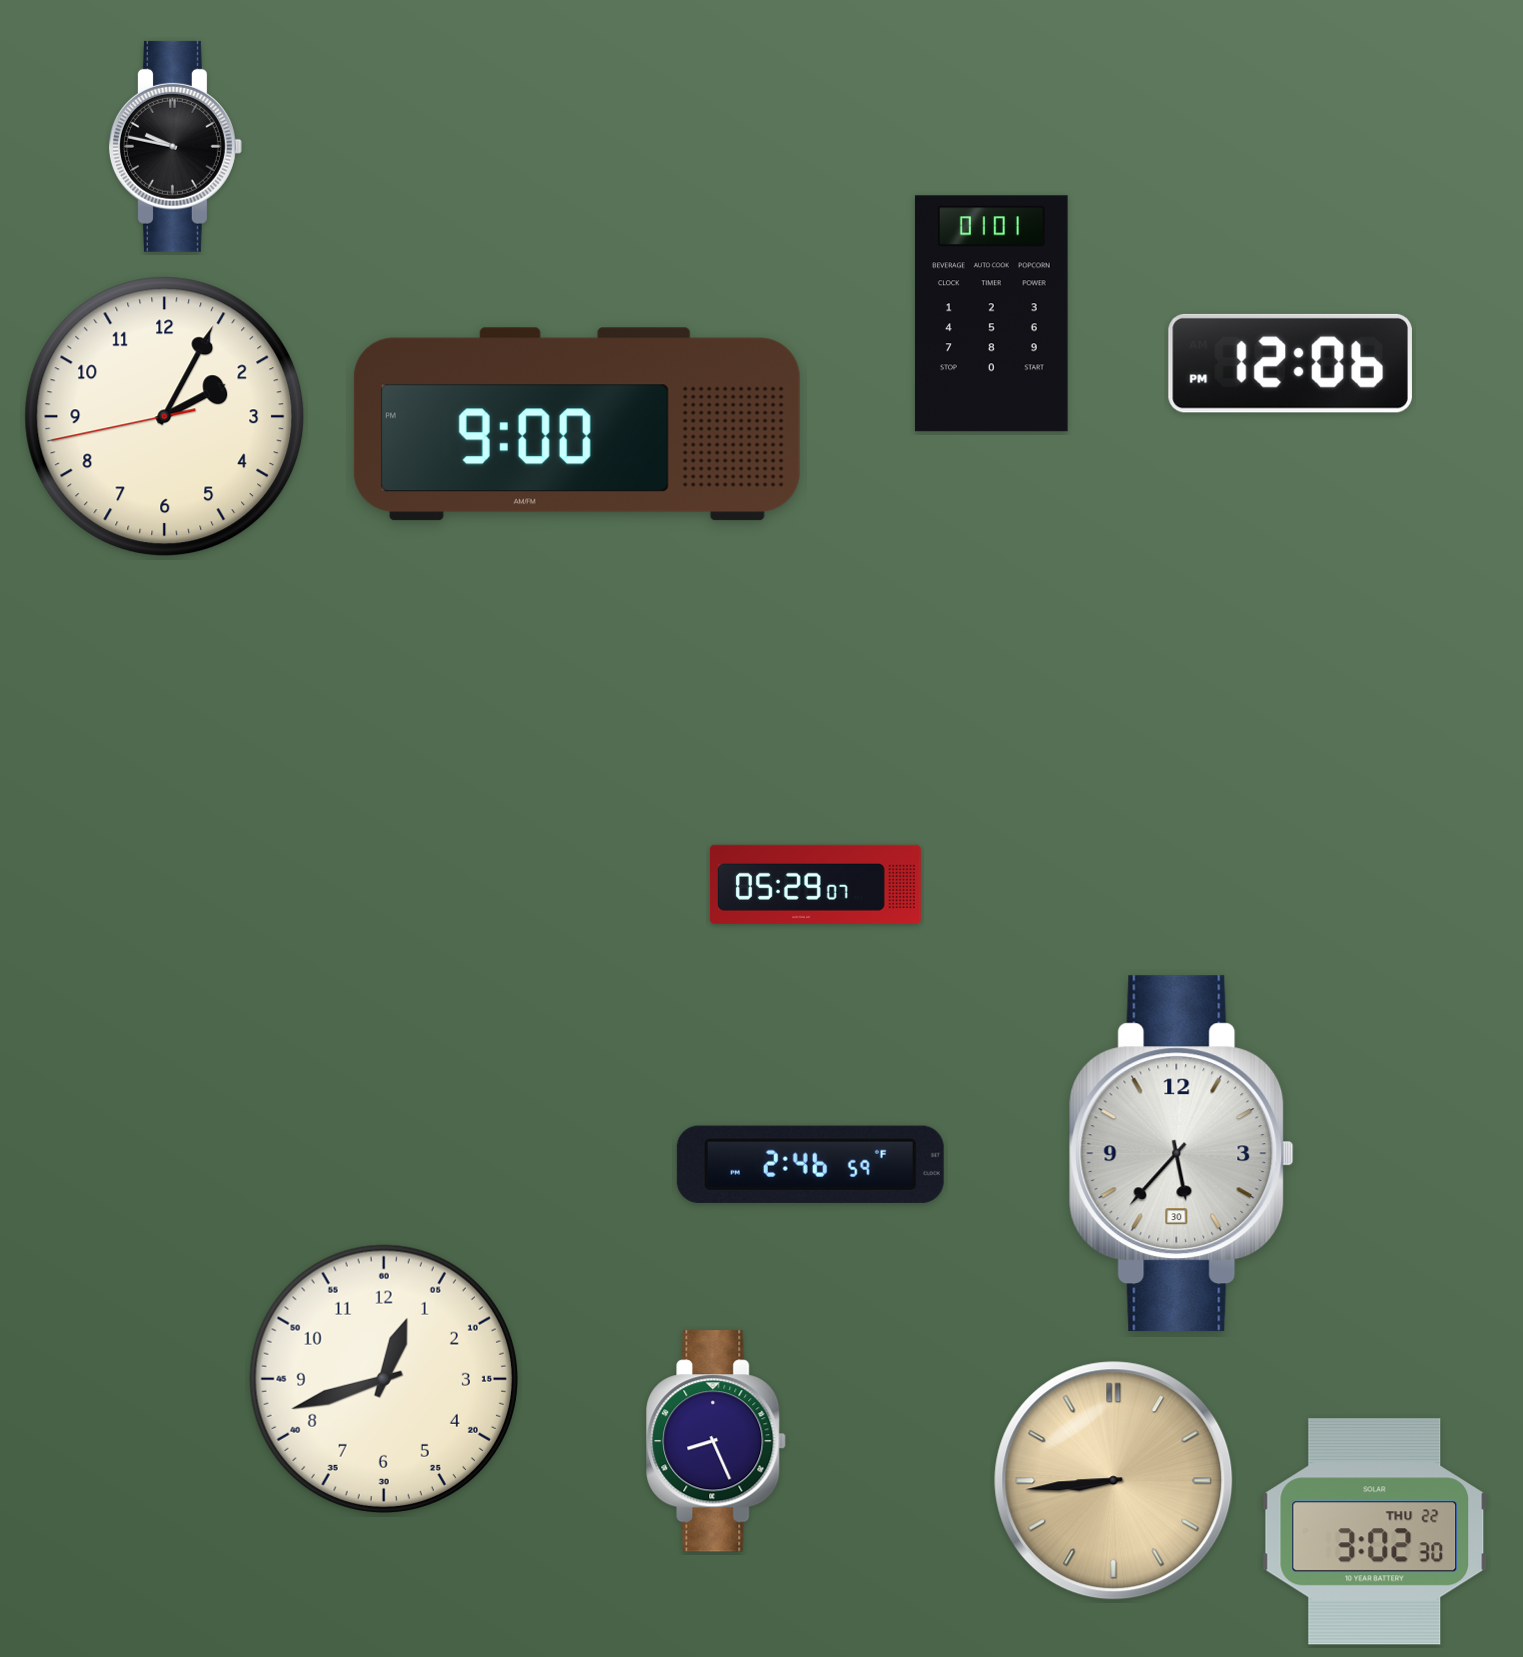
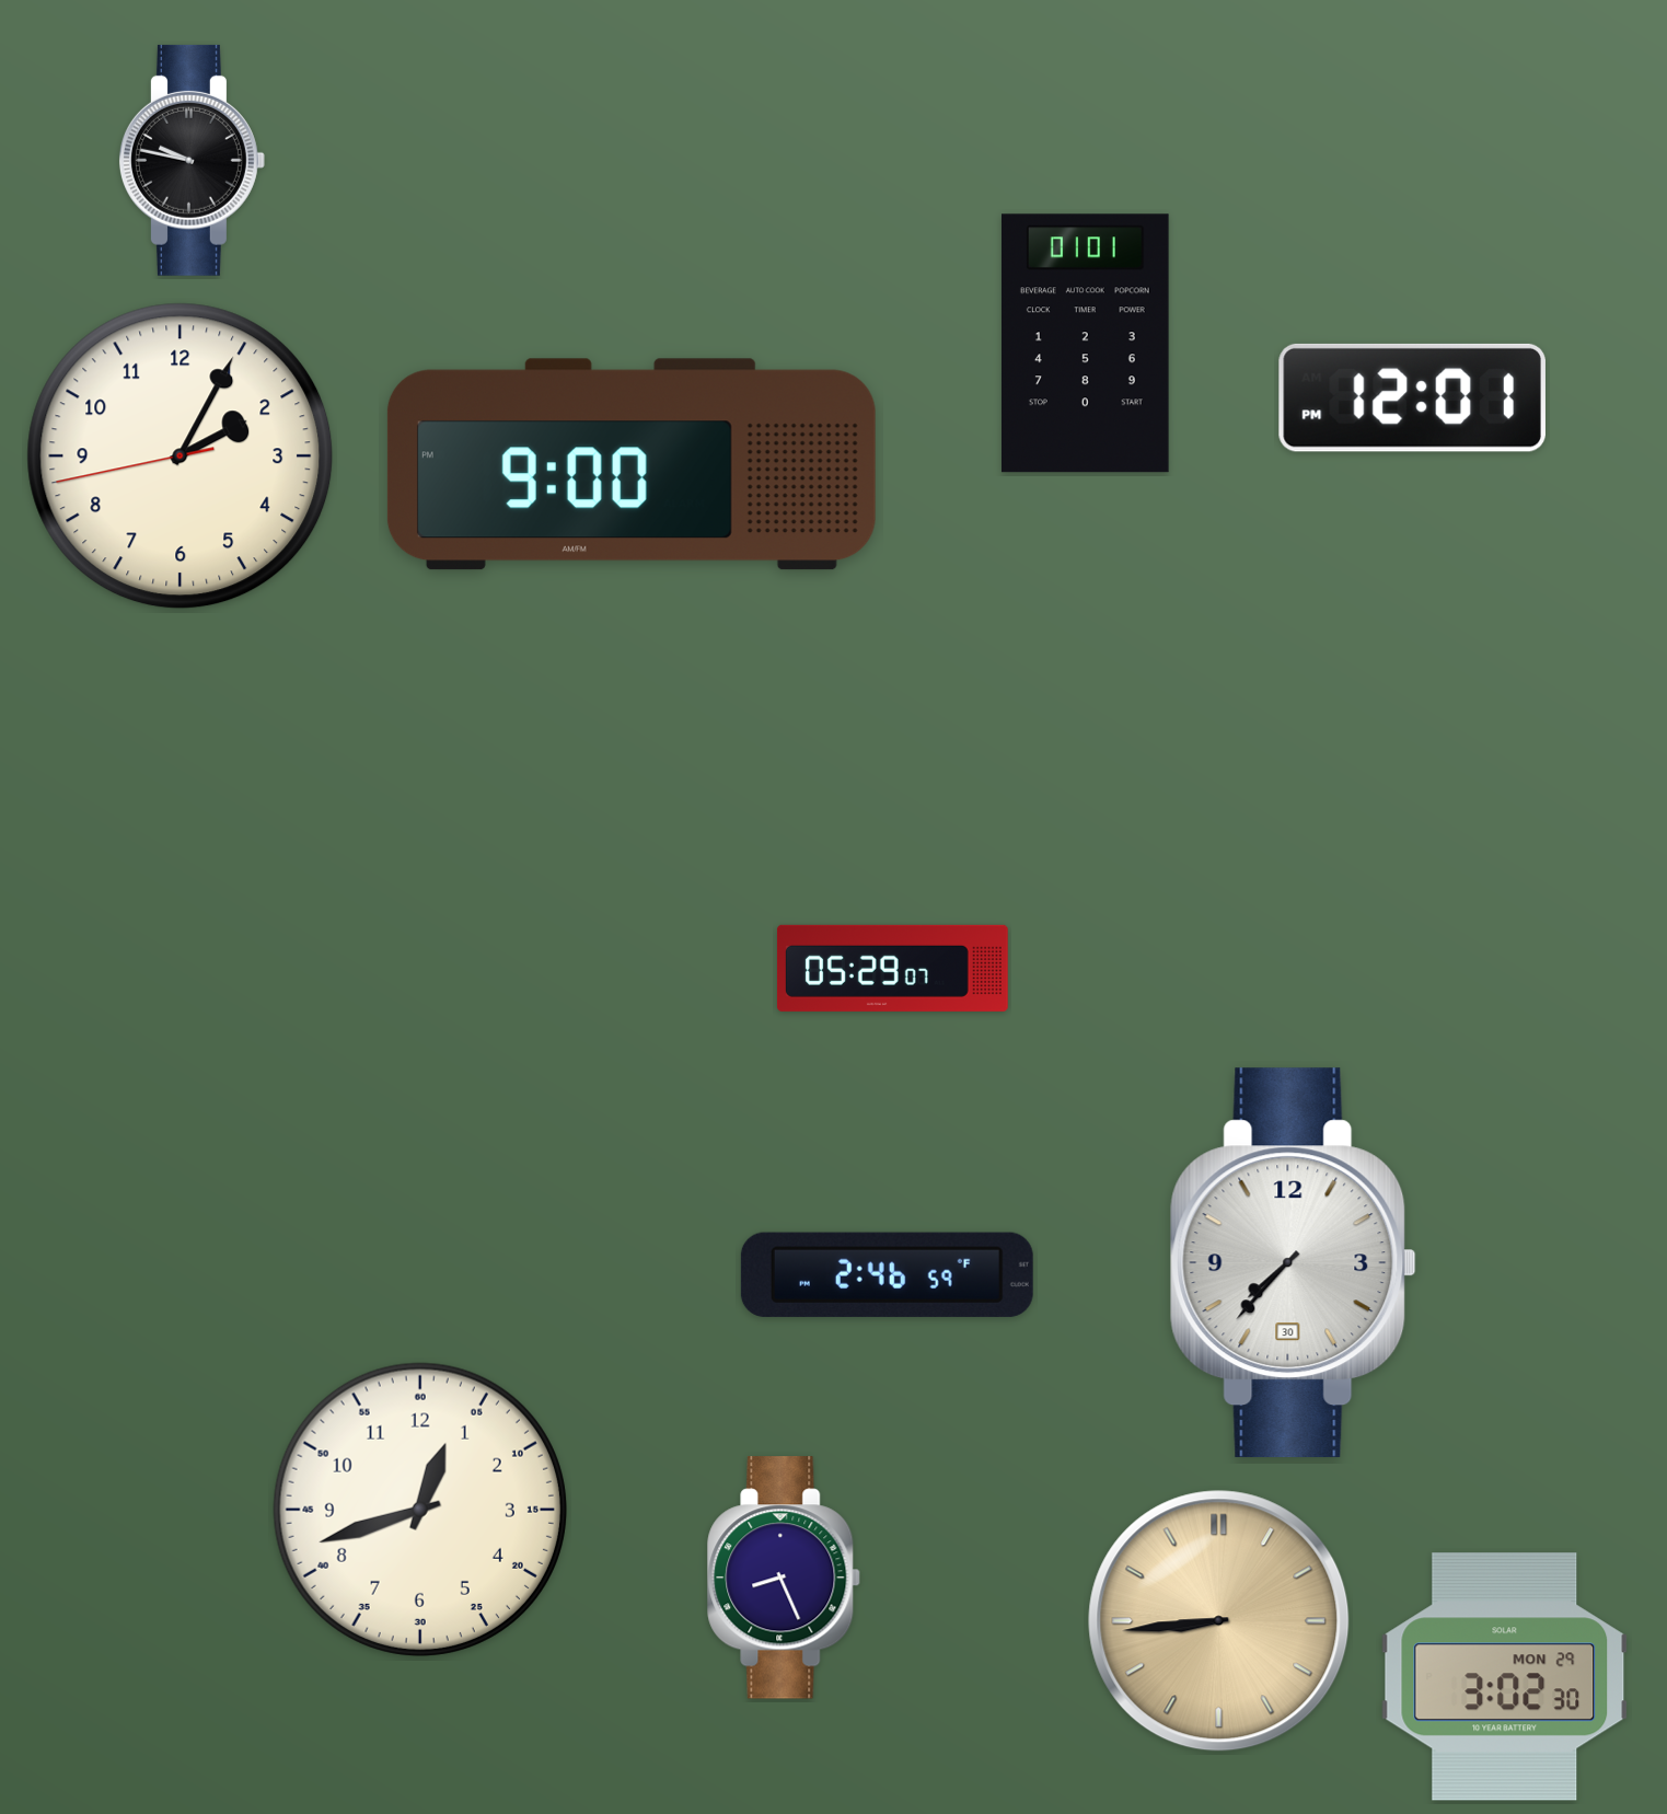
clock at (1290, 363): 12:06 -> 12:01
clock at (1181, 1154): 5:37 -> 7:37
clock at (1375, 1532) date: THU 22 -> MON 29
